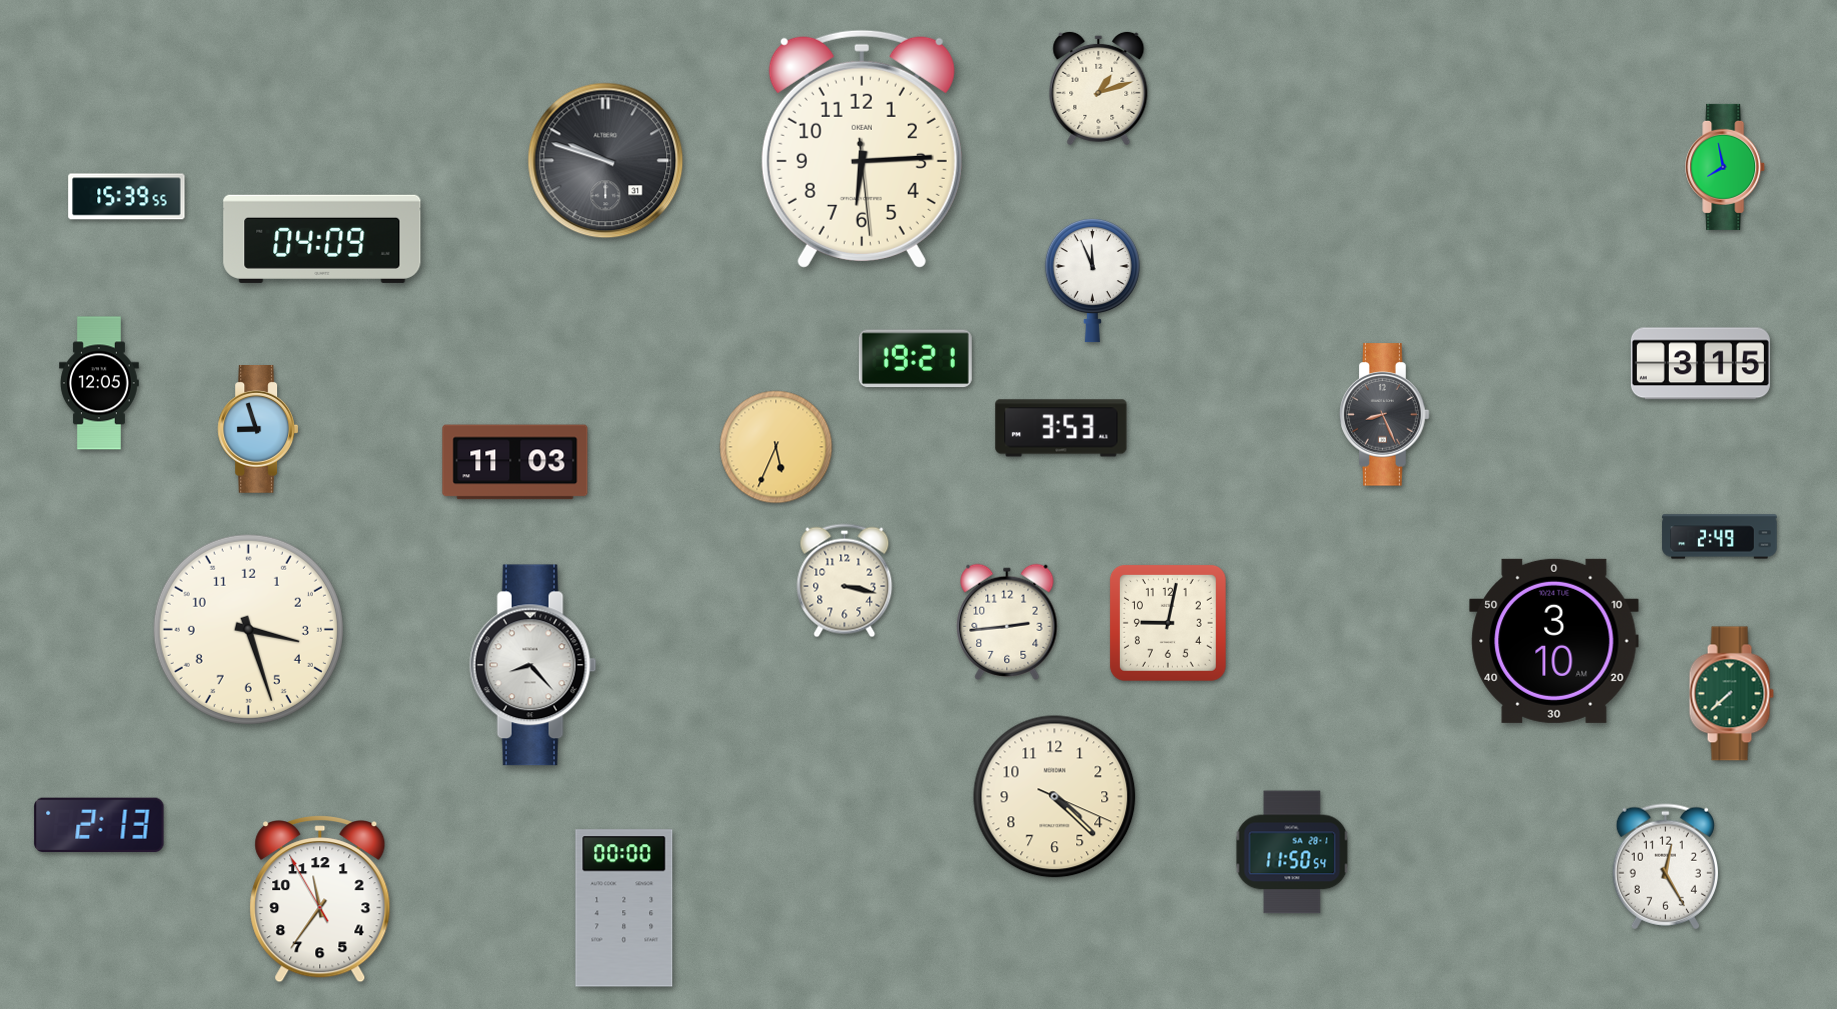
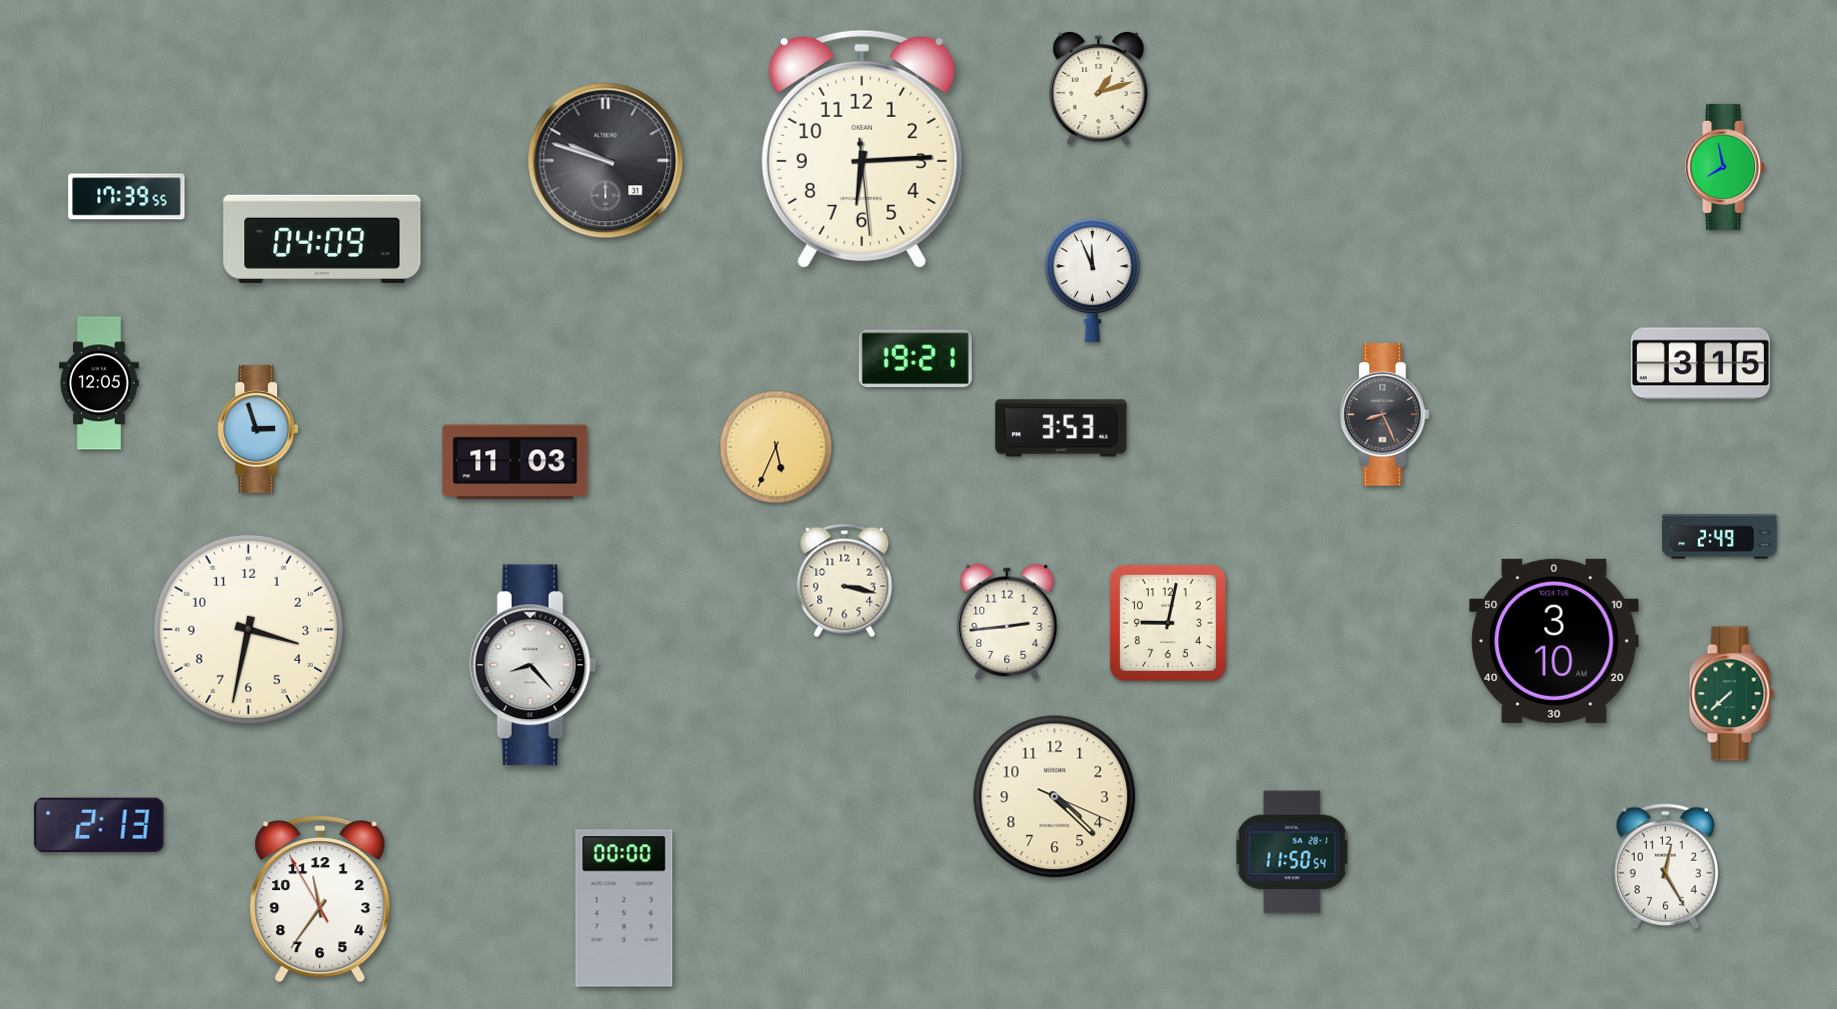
clock at (127, 197): 15:39 -> 17:39
clock at (258, 430): 8:57 -> 2:57
clock at (248, 629): 3:27 -> 3:32
